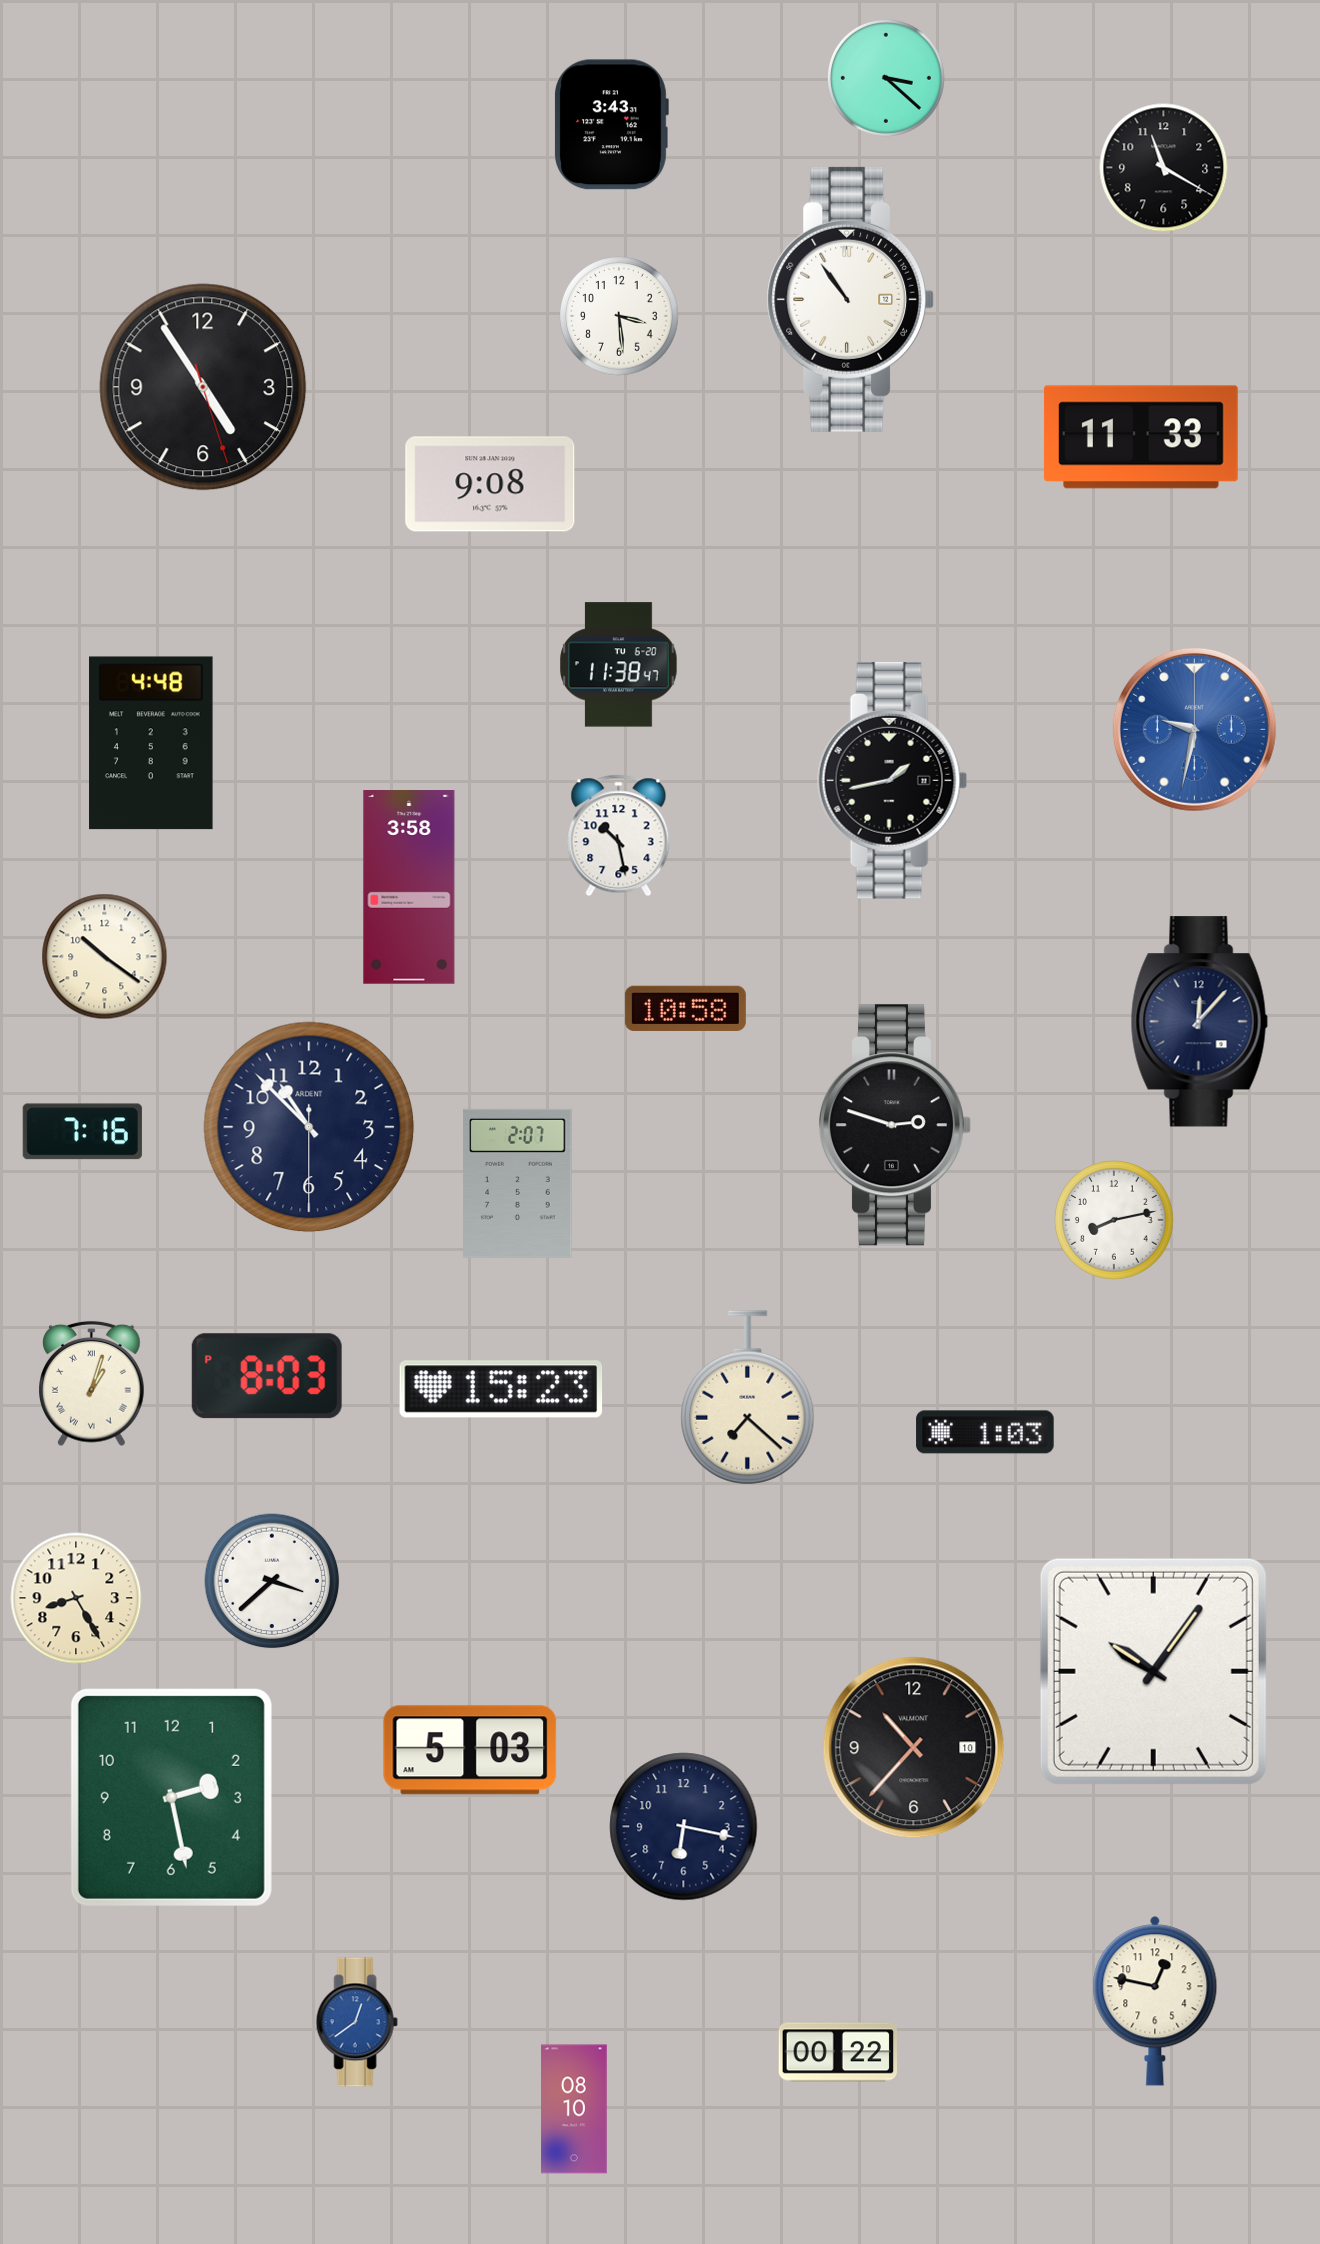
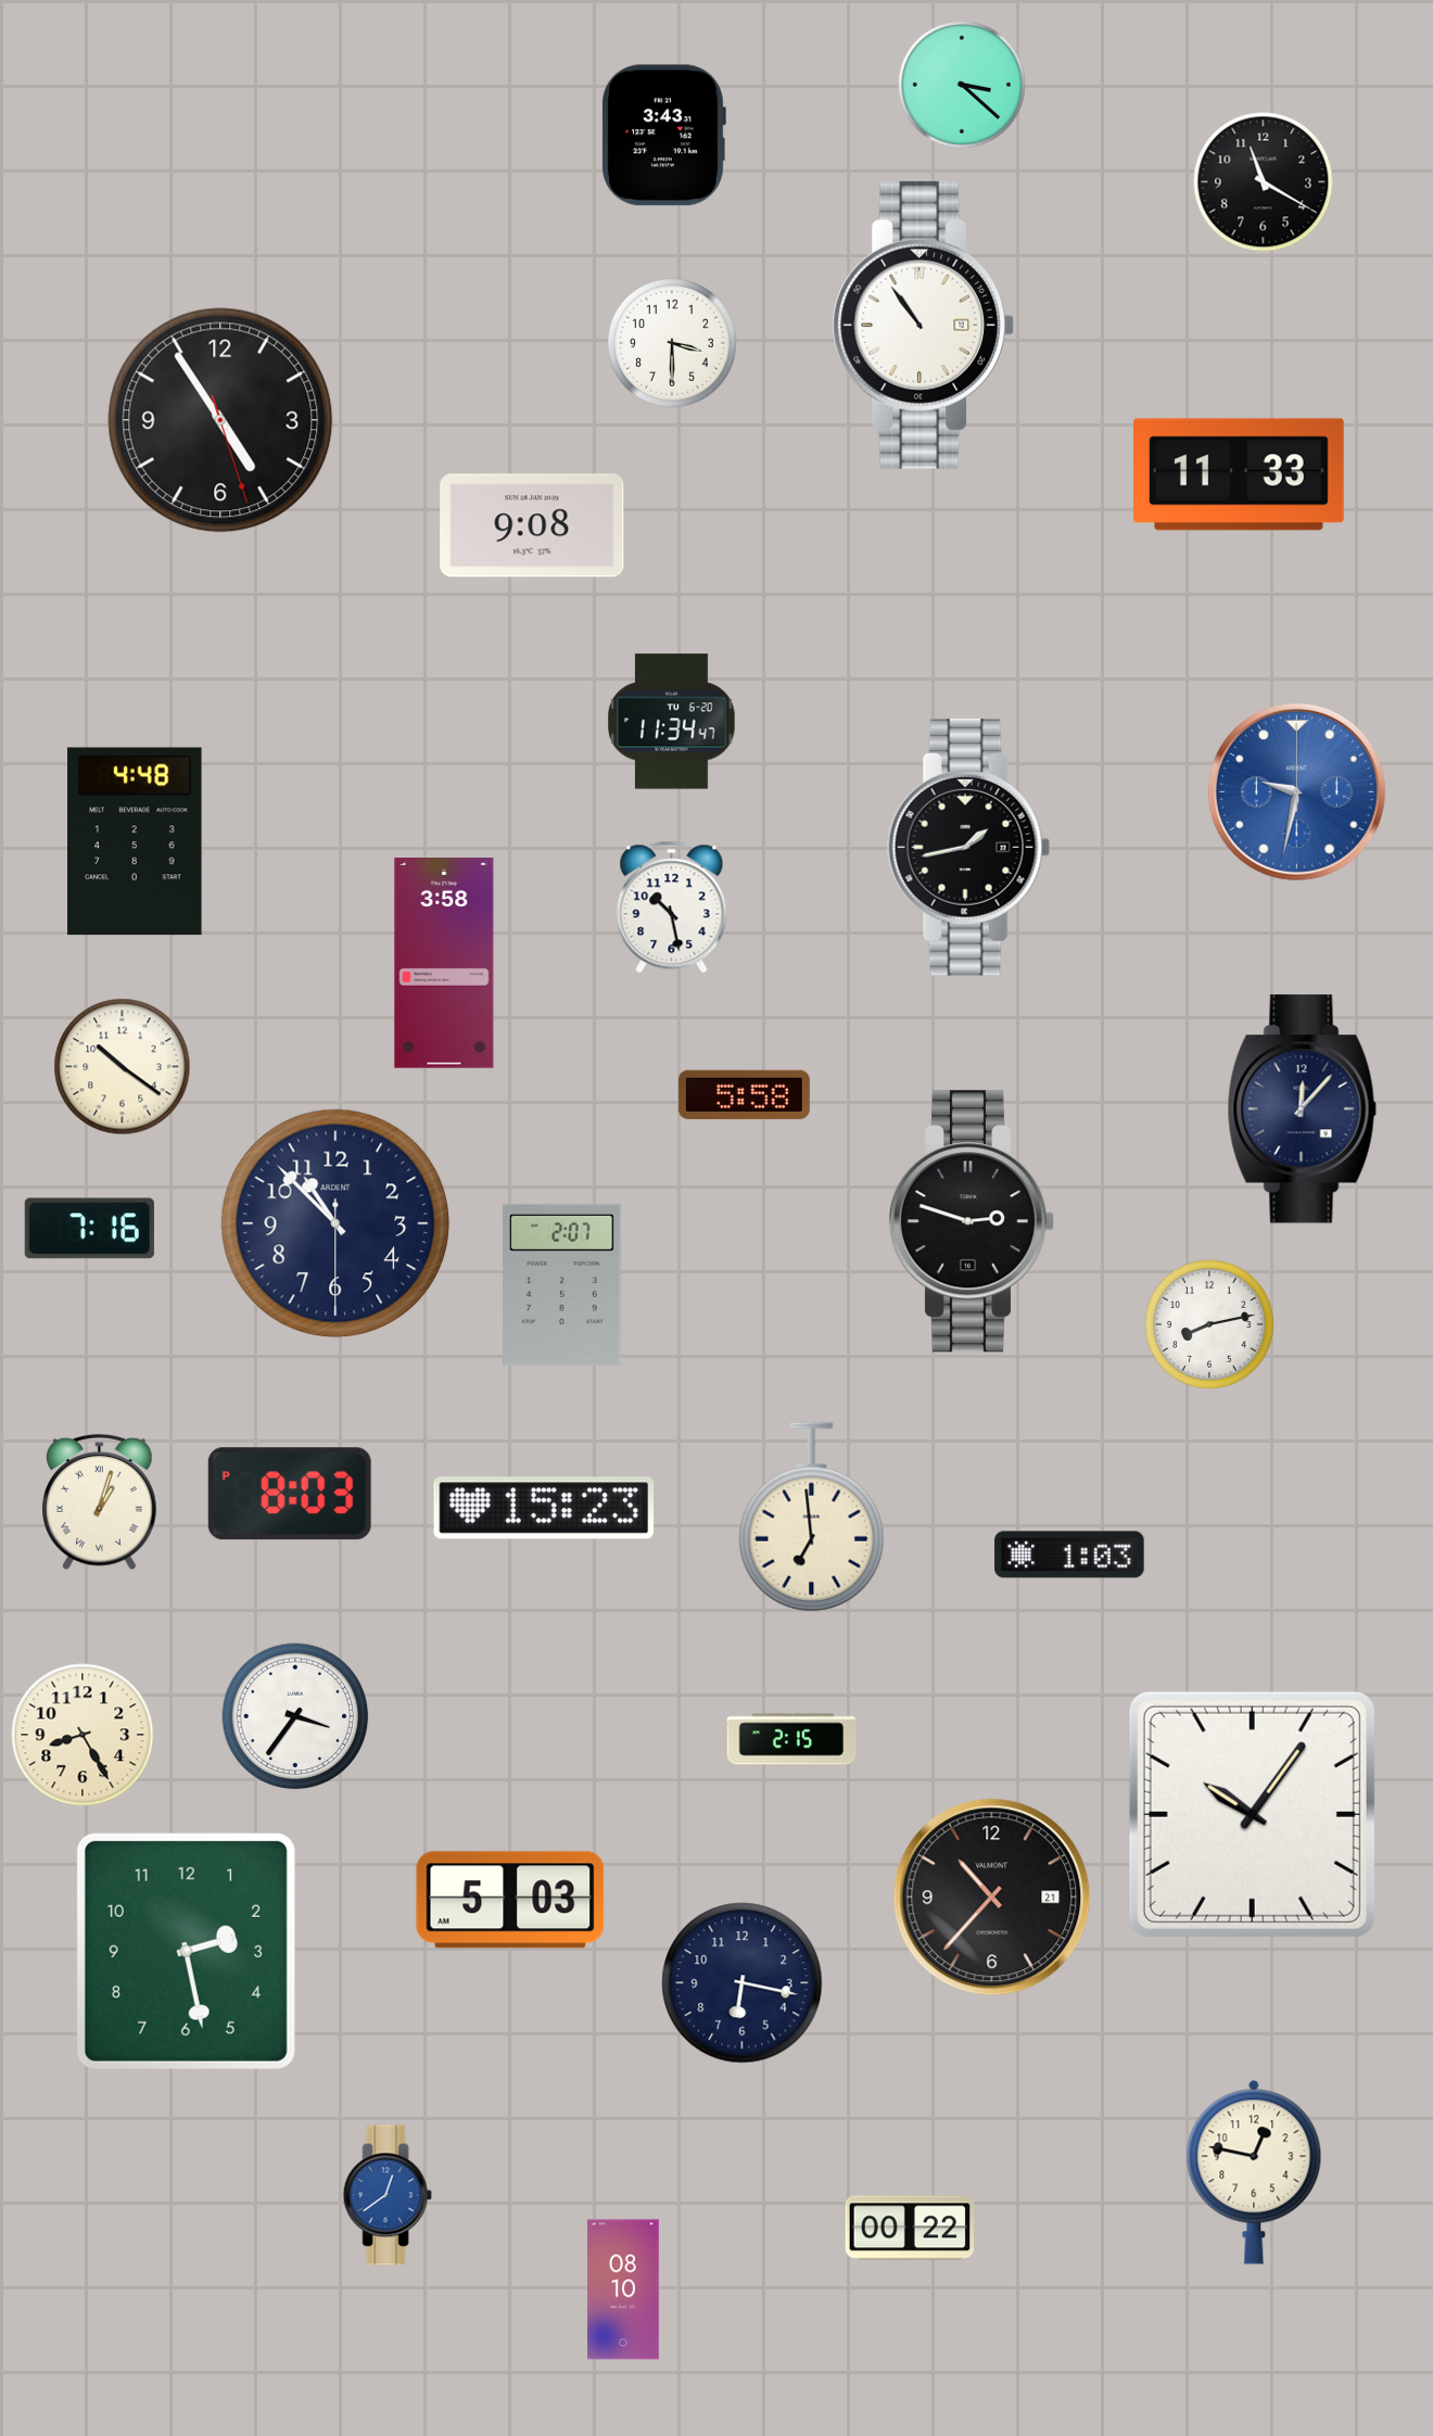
clock at (619, 316): 3:29 -> 3:30
clock at (619, 665): 11:38 -> 11:34
clock at (151, 743) position: (151, 743) -> (135, 841)
clock at (105, 957) position: (105, 957) -> (123, 1067)
clock at (685, 1008): 10:58 -> 5:58
clock at (748, 1398): 7:22 -> 6:59
clock at (272, 1581): 3:38 -> 3:36
clock at (791, 1739): none -> 2:15
clock at (914, 1748) date: 10 -> 21
